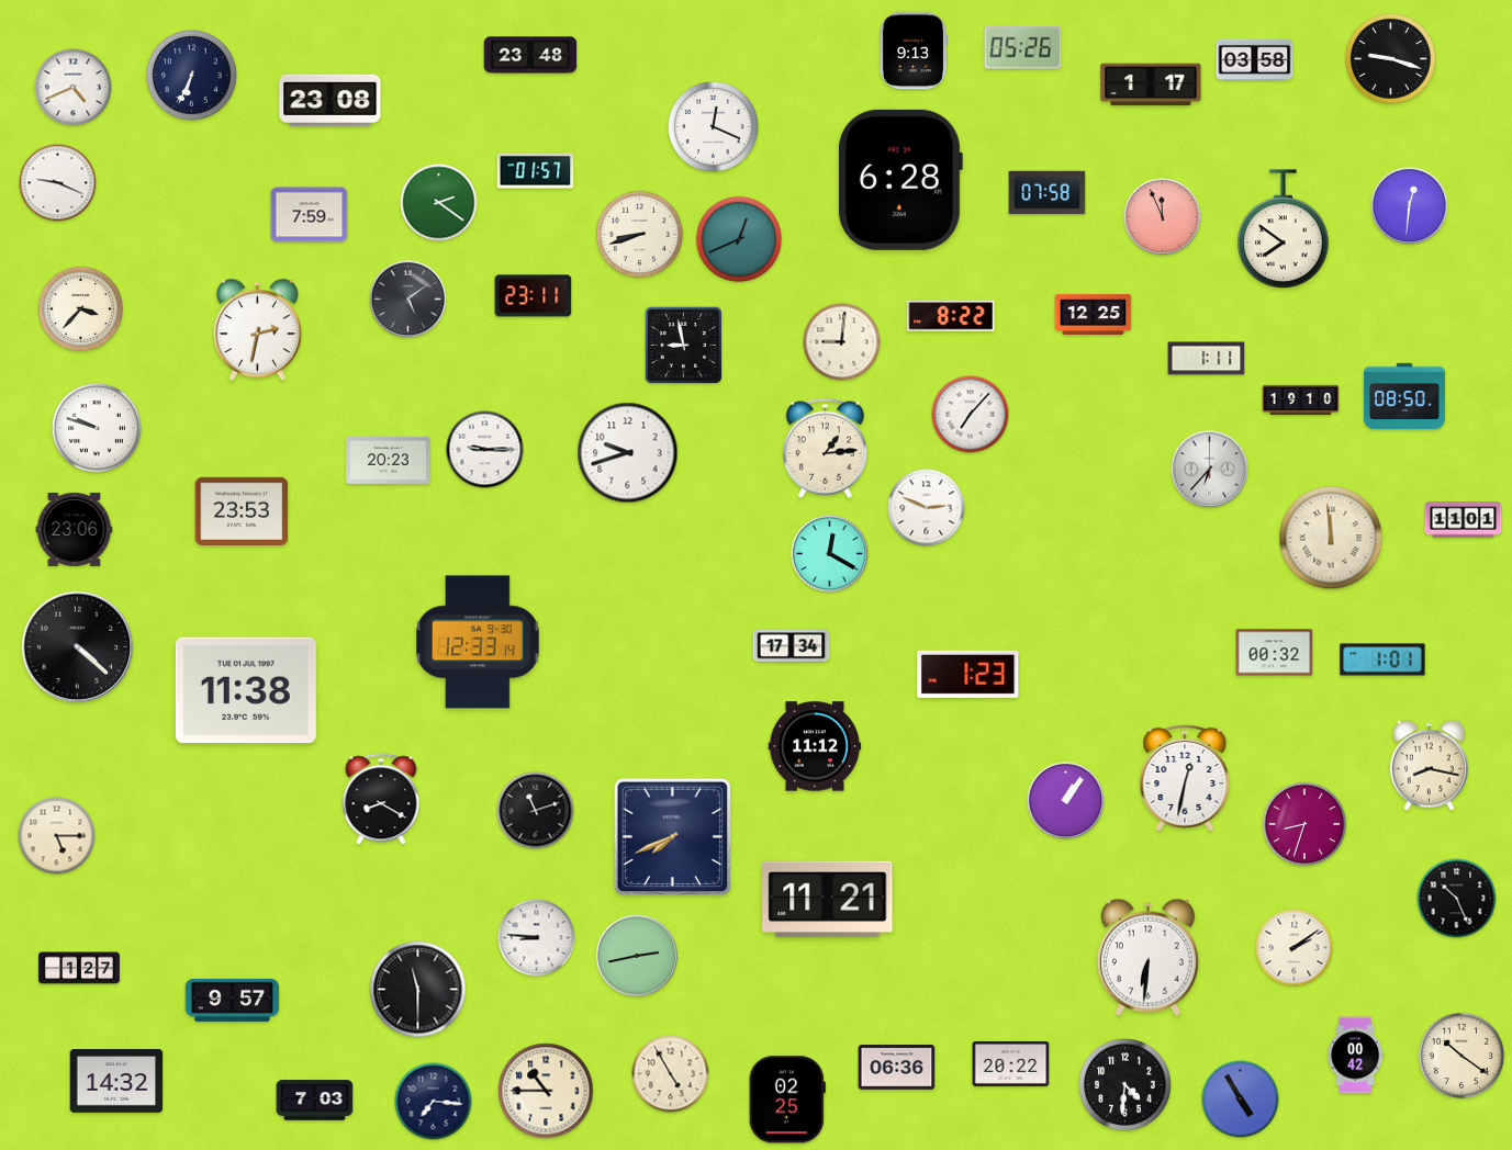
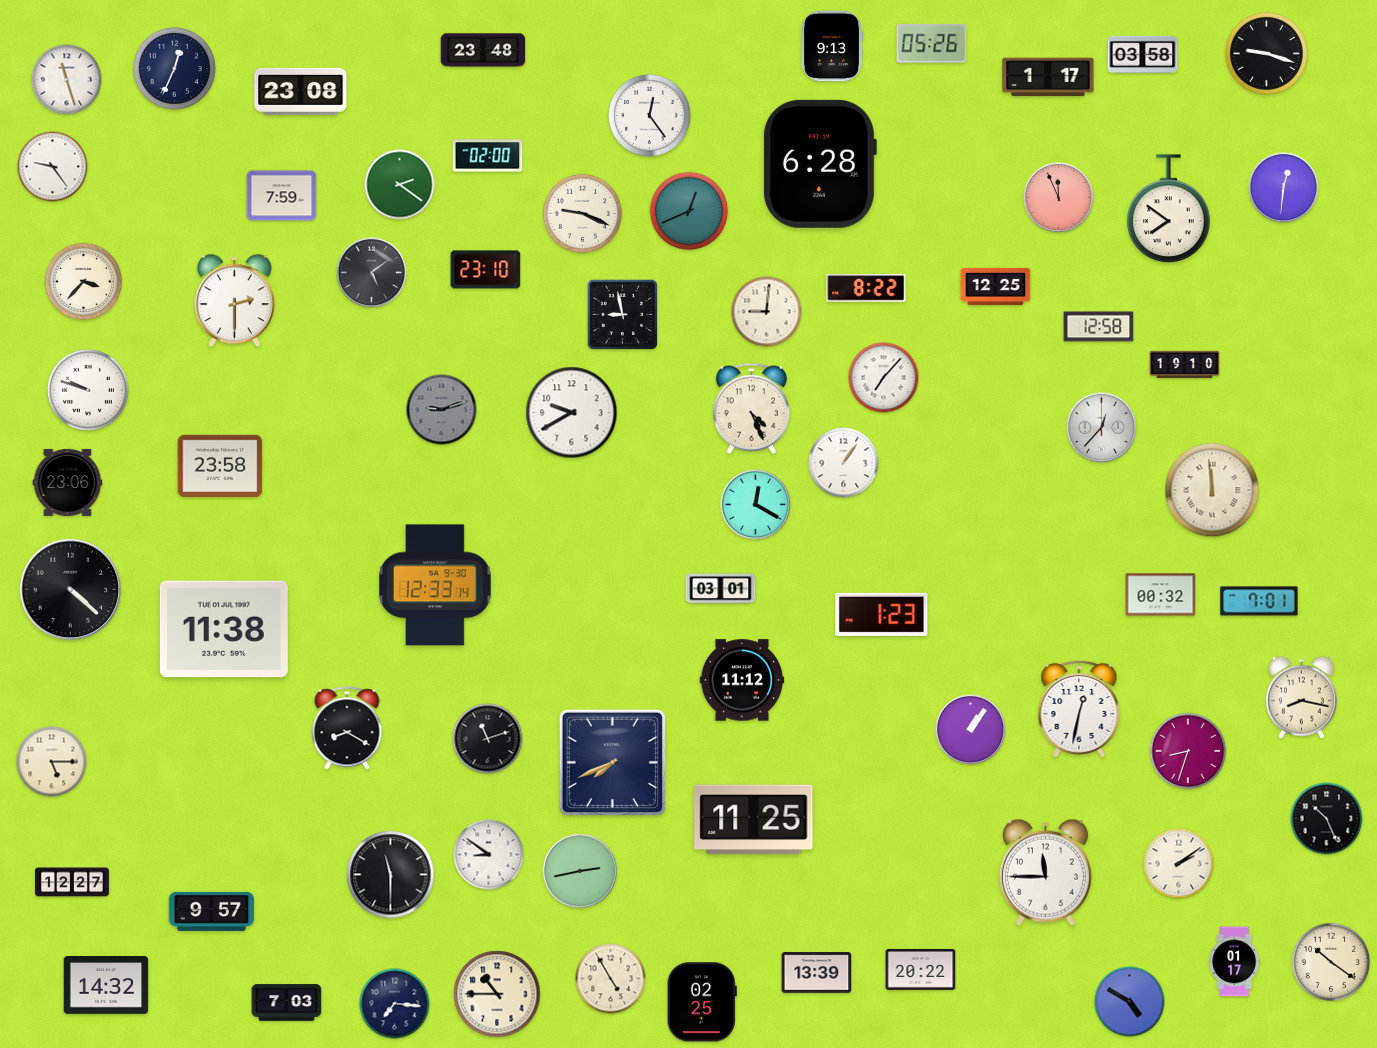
clock at (191, 75): 6:34 -> 12:34
clock at (74, 88): 4:41 -> 11:27
clock at (713, 126): 12:19 -> 12:24
clock at (536, 171): 01:57 -> 02:00
clock at (58, 183): 9:19 -> 9:24
clock at (1048, 193): 07:58 -> none
clock at (639, 234): 8:42 -> 9:19
clock at (739, 239) position: (739, 239) -> (689, 211)
clock at (534, 296): 23:11 -> 23:10
clock at (81, 309) position: (81, 309) -> (84, 282)
clock at (257, 330): 2:32 -> 2:30
clock at (1207, 359): 1:11 -> 12:58
clock at (1404, 395): 08:50 -> none
clock at (825, 448): 1:14 -> 4:26
clock at (485, 450): 9:15 -> 9:12
clock at (485, 450) dial: white -> grey
clock at (628, 453): 9:42 -> 9:40
clock at (389, 460): 20:23 -> none
clock at (1210, 470): 6:37 -> 12:37
clock at (927, 508): 2:49 -> 1:06
clock at (242, 510): 23:53 -> 23:58
clock at (1464, 520): 11:01 -> none
clock at (792, 646): 17:34 -> 03:01
clock at (1382, 659): 1:01 -> 7:01
clock at (828, 900): 11:21 -> 11:25
clock at (537, 938): 8:46 -> 8:51
clock at (1147, 957): 6:31 -> 11:45
clock at (79, 968): 1:27 -> 12:27
clock at (418, 990) position: (418, 990) -> (391, 875)
clock at (1356, 1056): 00:42 -> 01:17
clock at (897, 1068): 06:36 -> 13:39
clock at (1125, 1085): 4:31 -> none
clock at (787, 1100) position: (787, 1100) -> (702, 1002)
clock at (1241, 1100): 4:55 -> 4:50
